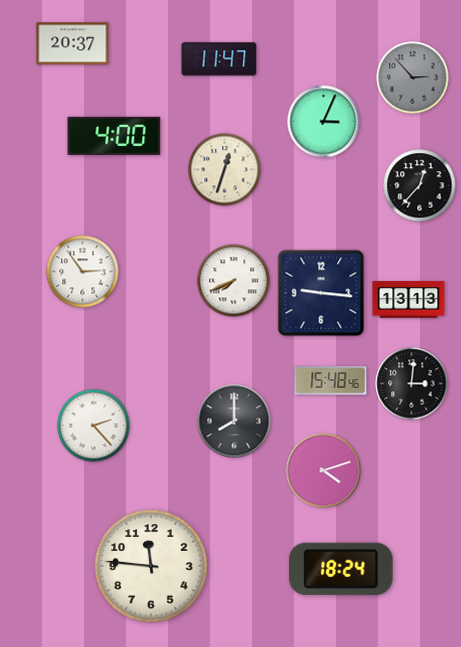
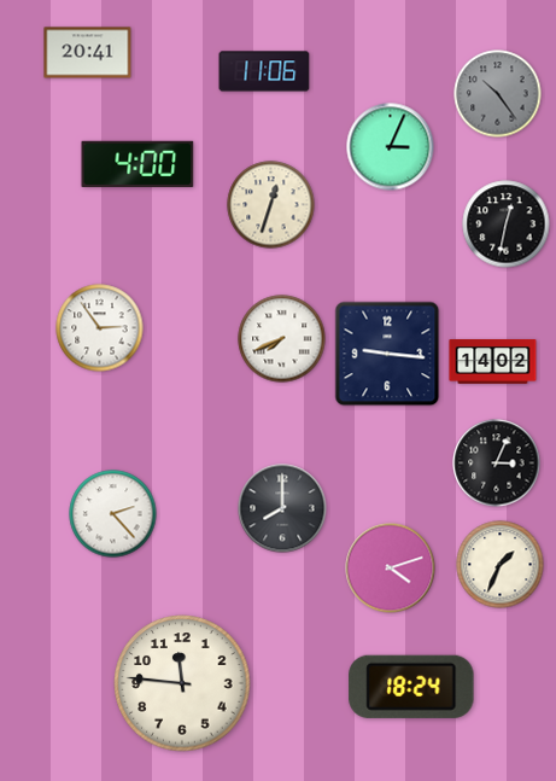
clock at (73, 44): 20:37 -> 20:41
clock at (219, 59): 11:47 -> 11:06
clock at (413, 78): 2:53 -> 10:24
clock at (420, 186): 12:37 -> 12:32
clock at (409, 300): 13:13 -> 14:02
clock at (331, 381): 15:48 -> none
clock at (412, 384): 3:01 -> 3:04
clock at (501, 565): none -> 1:34
